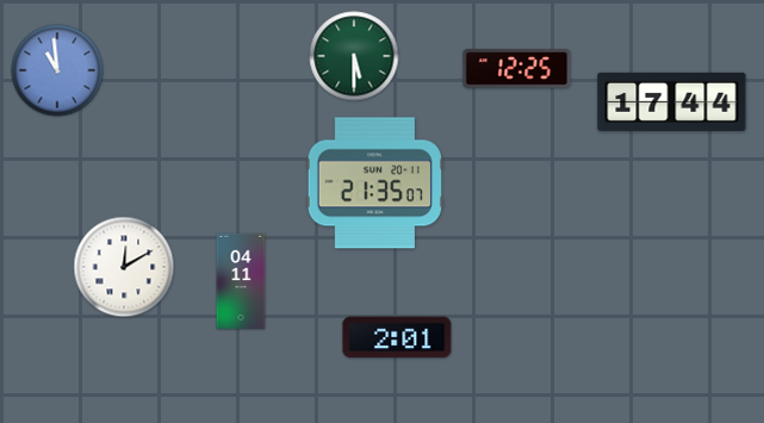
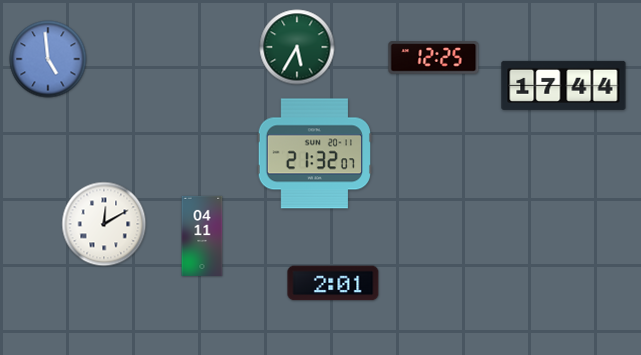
clock at (354, 56): 5:30 -> 5:35
clock at (57, 70): 10:59 -> 4:59
clock at (374, 183): 21:35 -> 21:32
